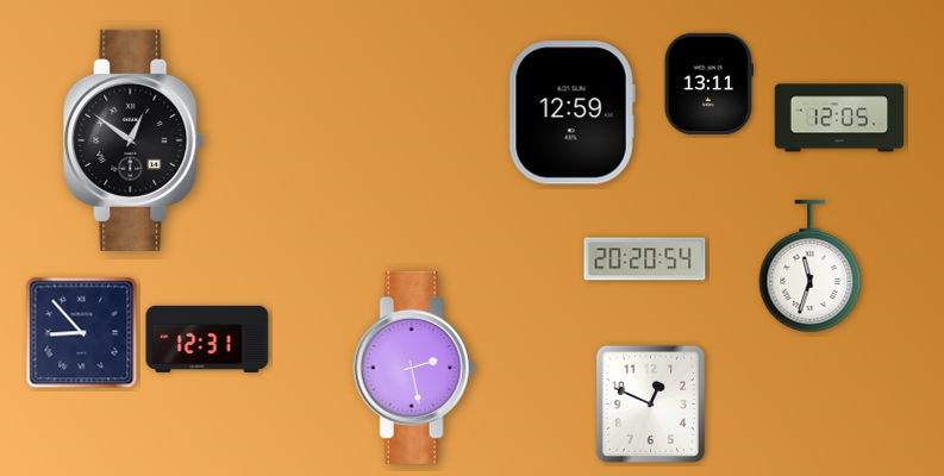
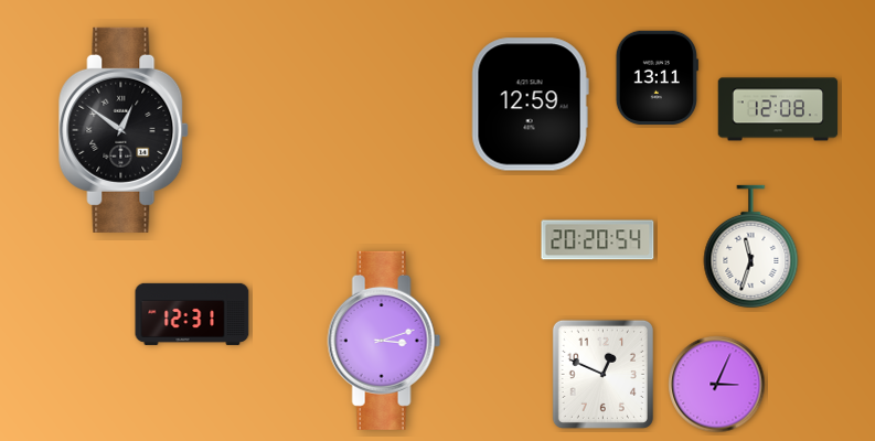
clock at (839, 118): 12:05 -> 12:08
clock at (82, 333): 8:53 -> none
clock at (414, 368): 2:28 -> 3:12
clock at (717, 385): none -> 3:04
